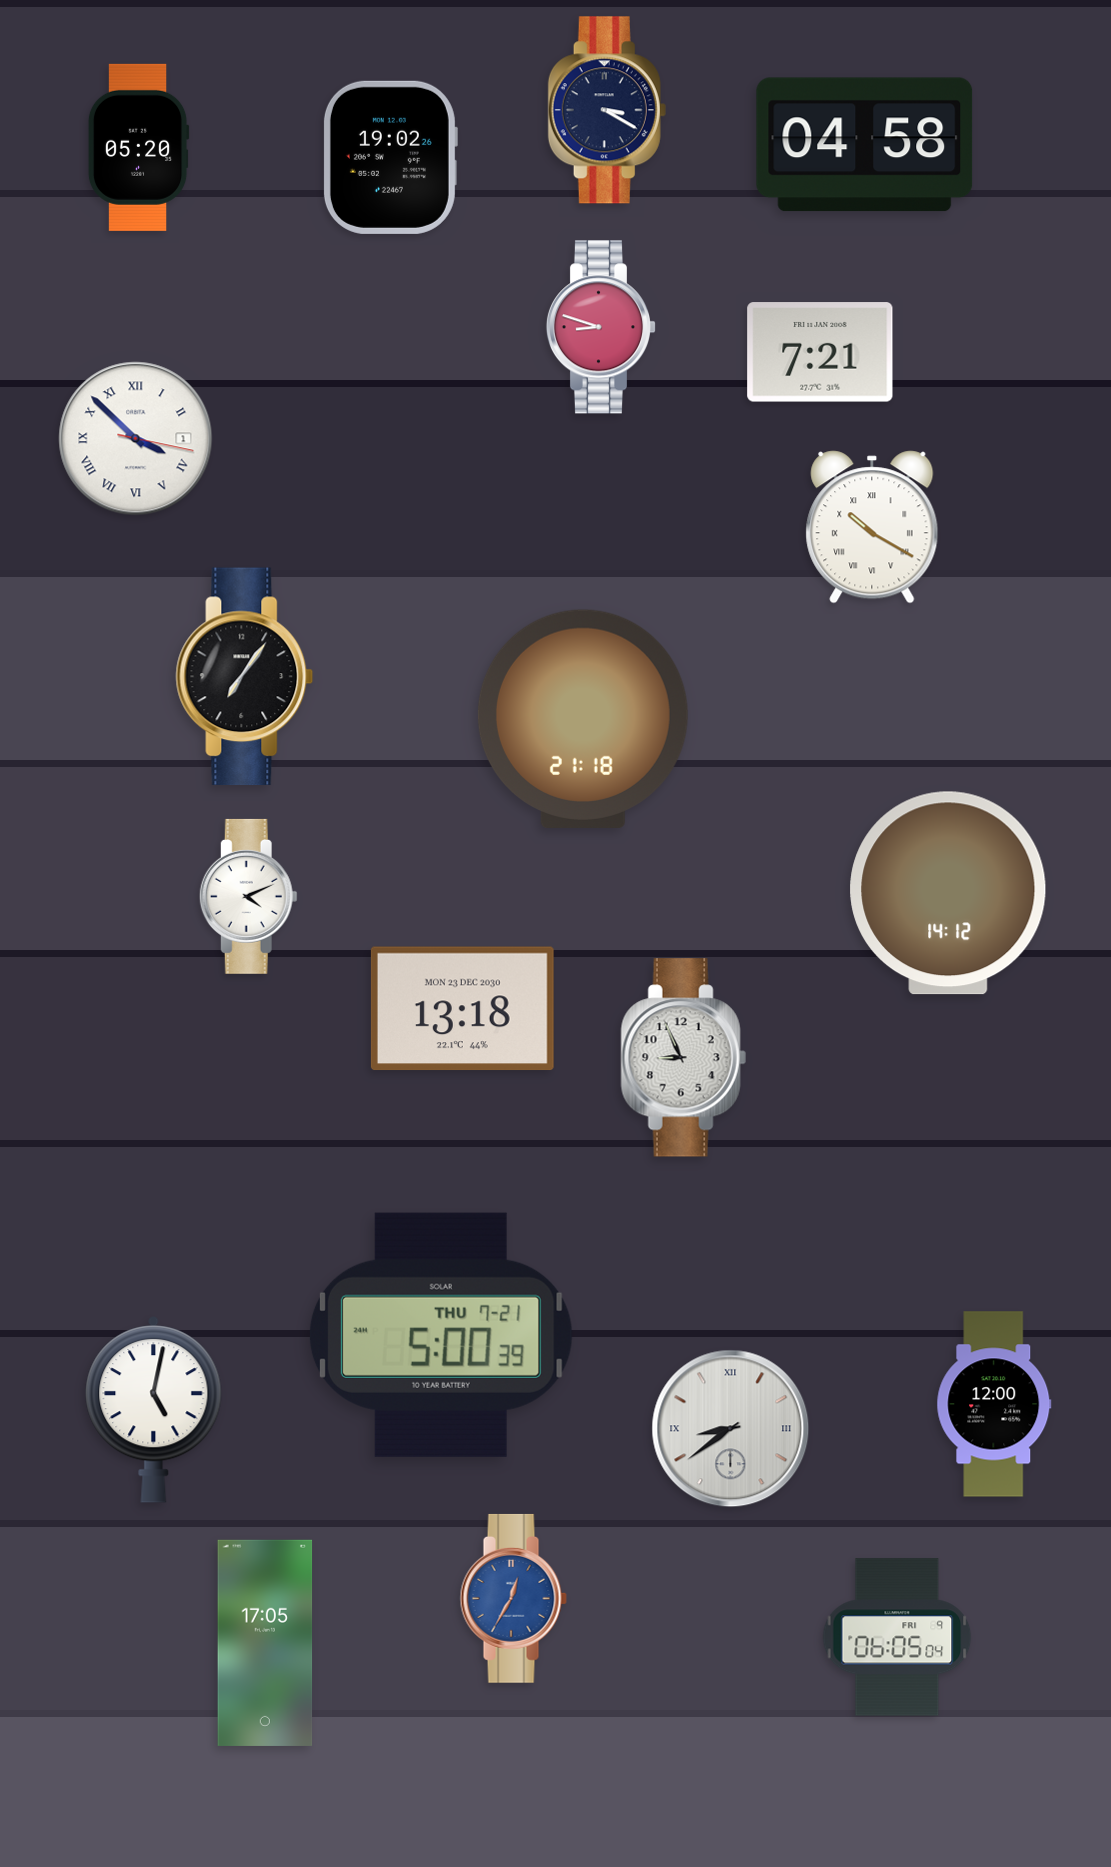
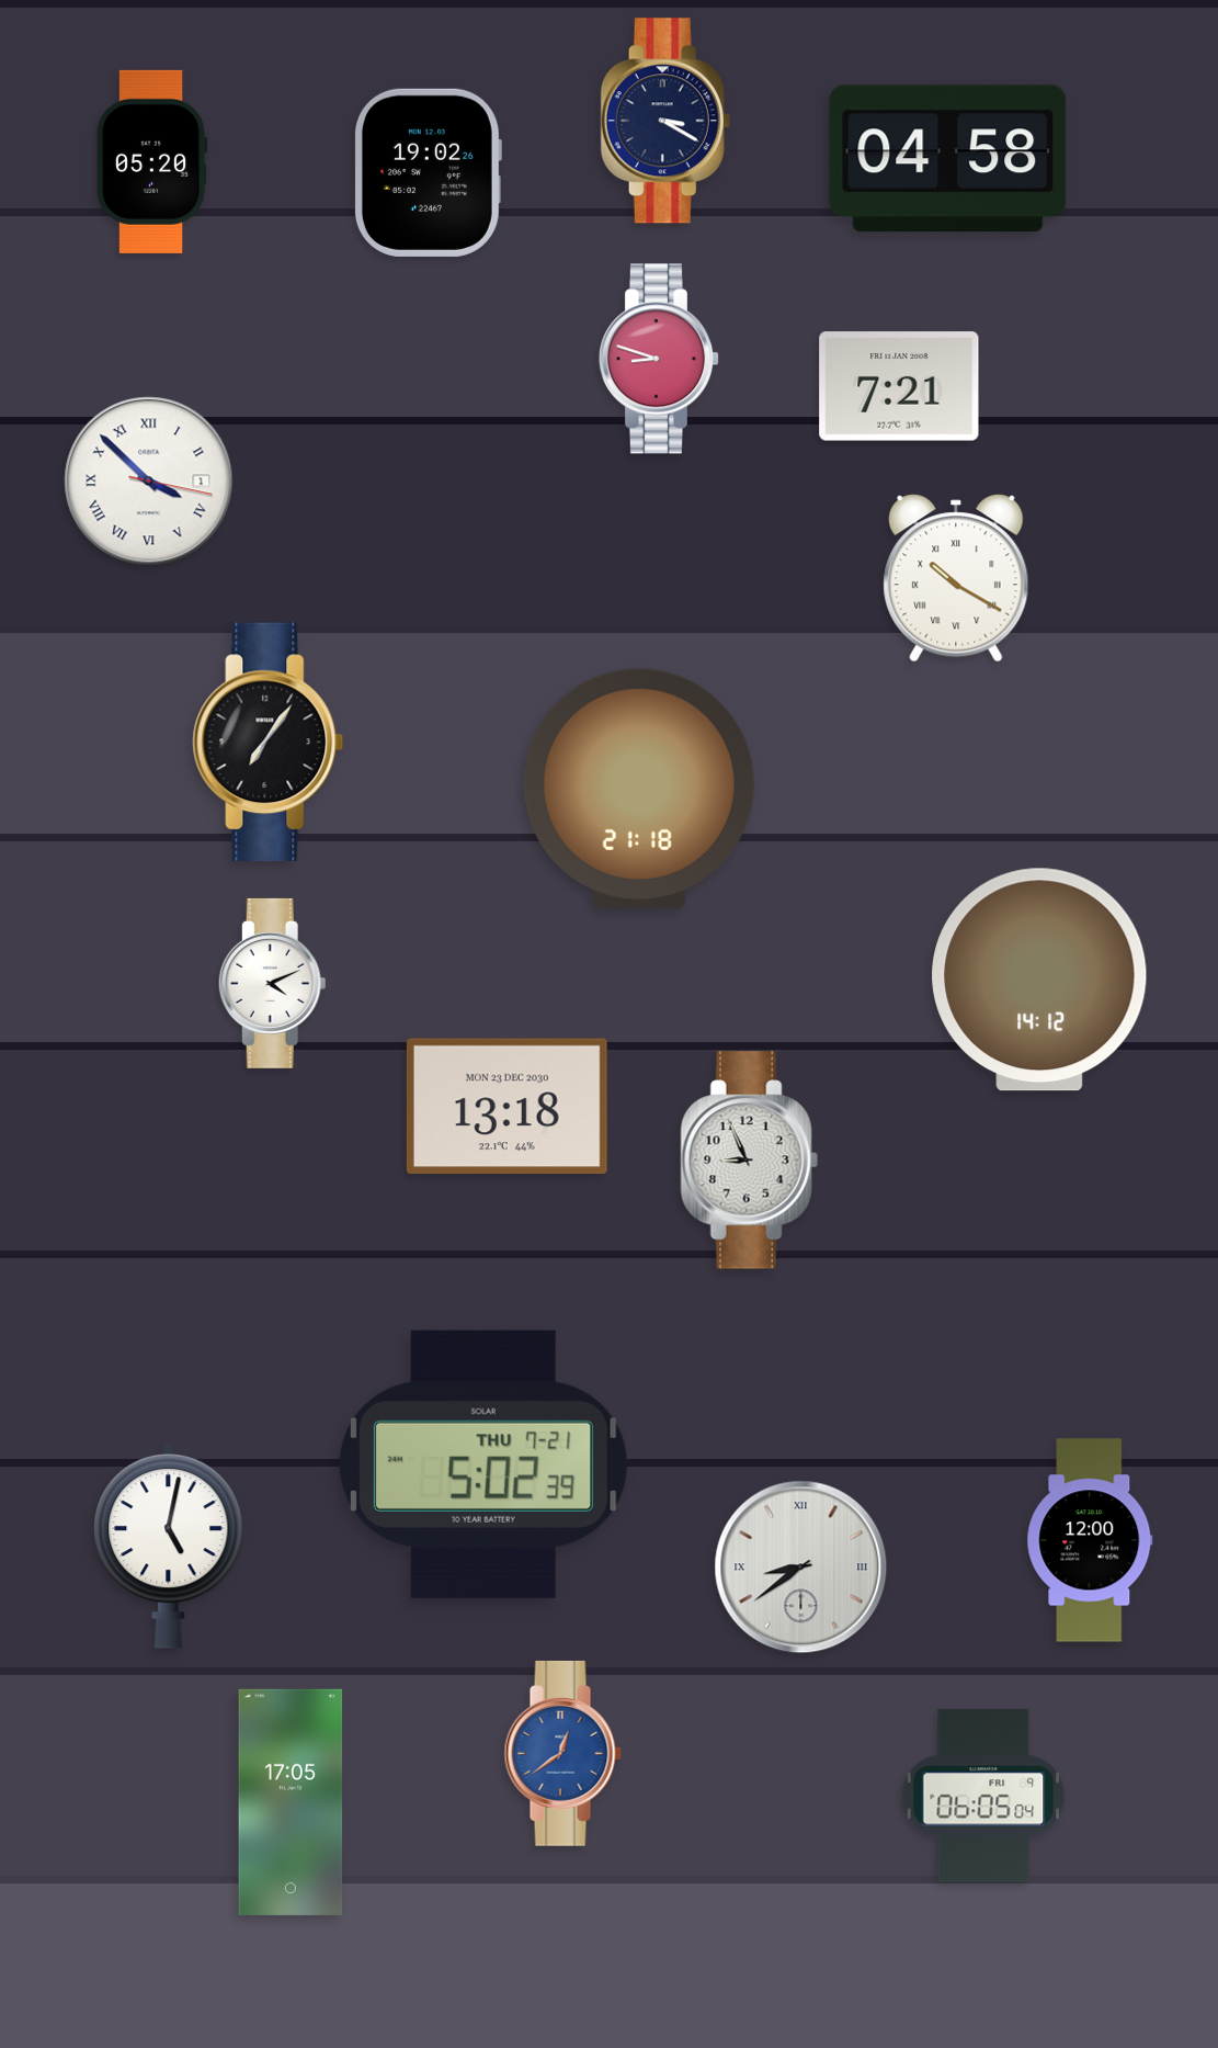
clock at (441, 1335): 5:00 -> 5:02
clock at (513, 1598): 12:35 -> 12:39
